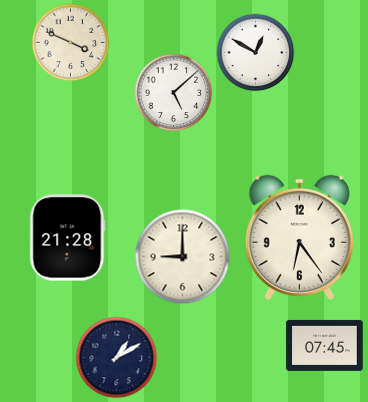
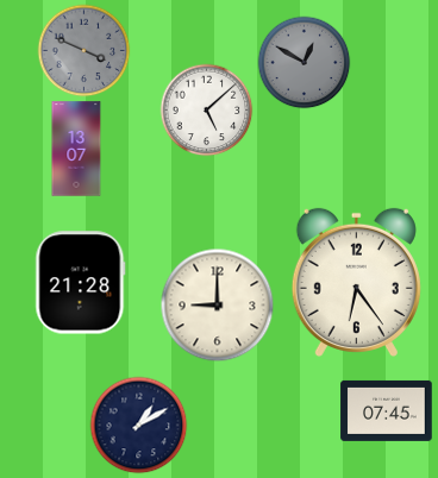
clock at (70, 42) dial: cream -> grey
clock at (255, 52) dial: white -> grey
clock at (76, 149): none -> 13:07
